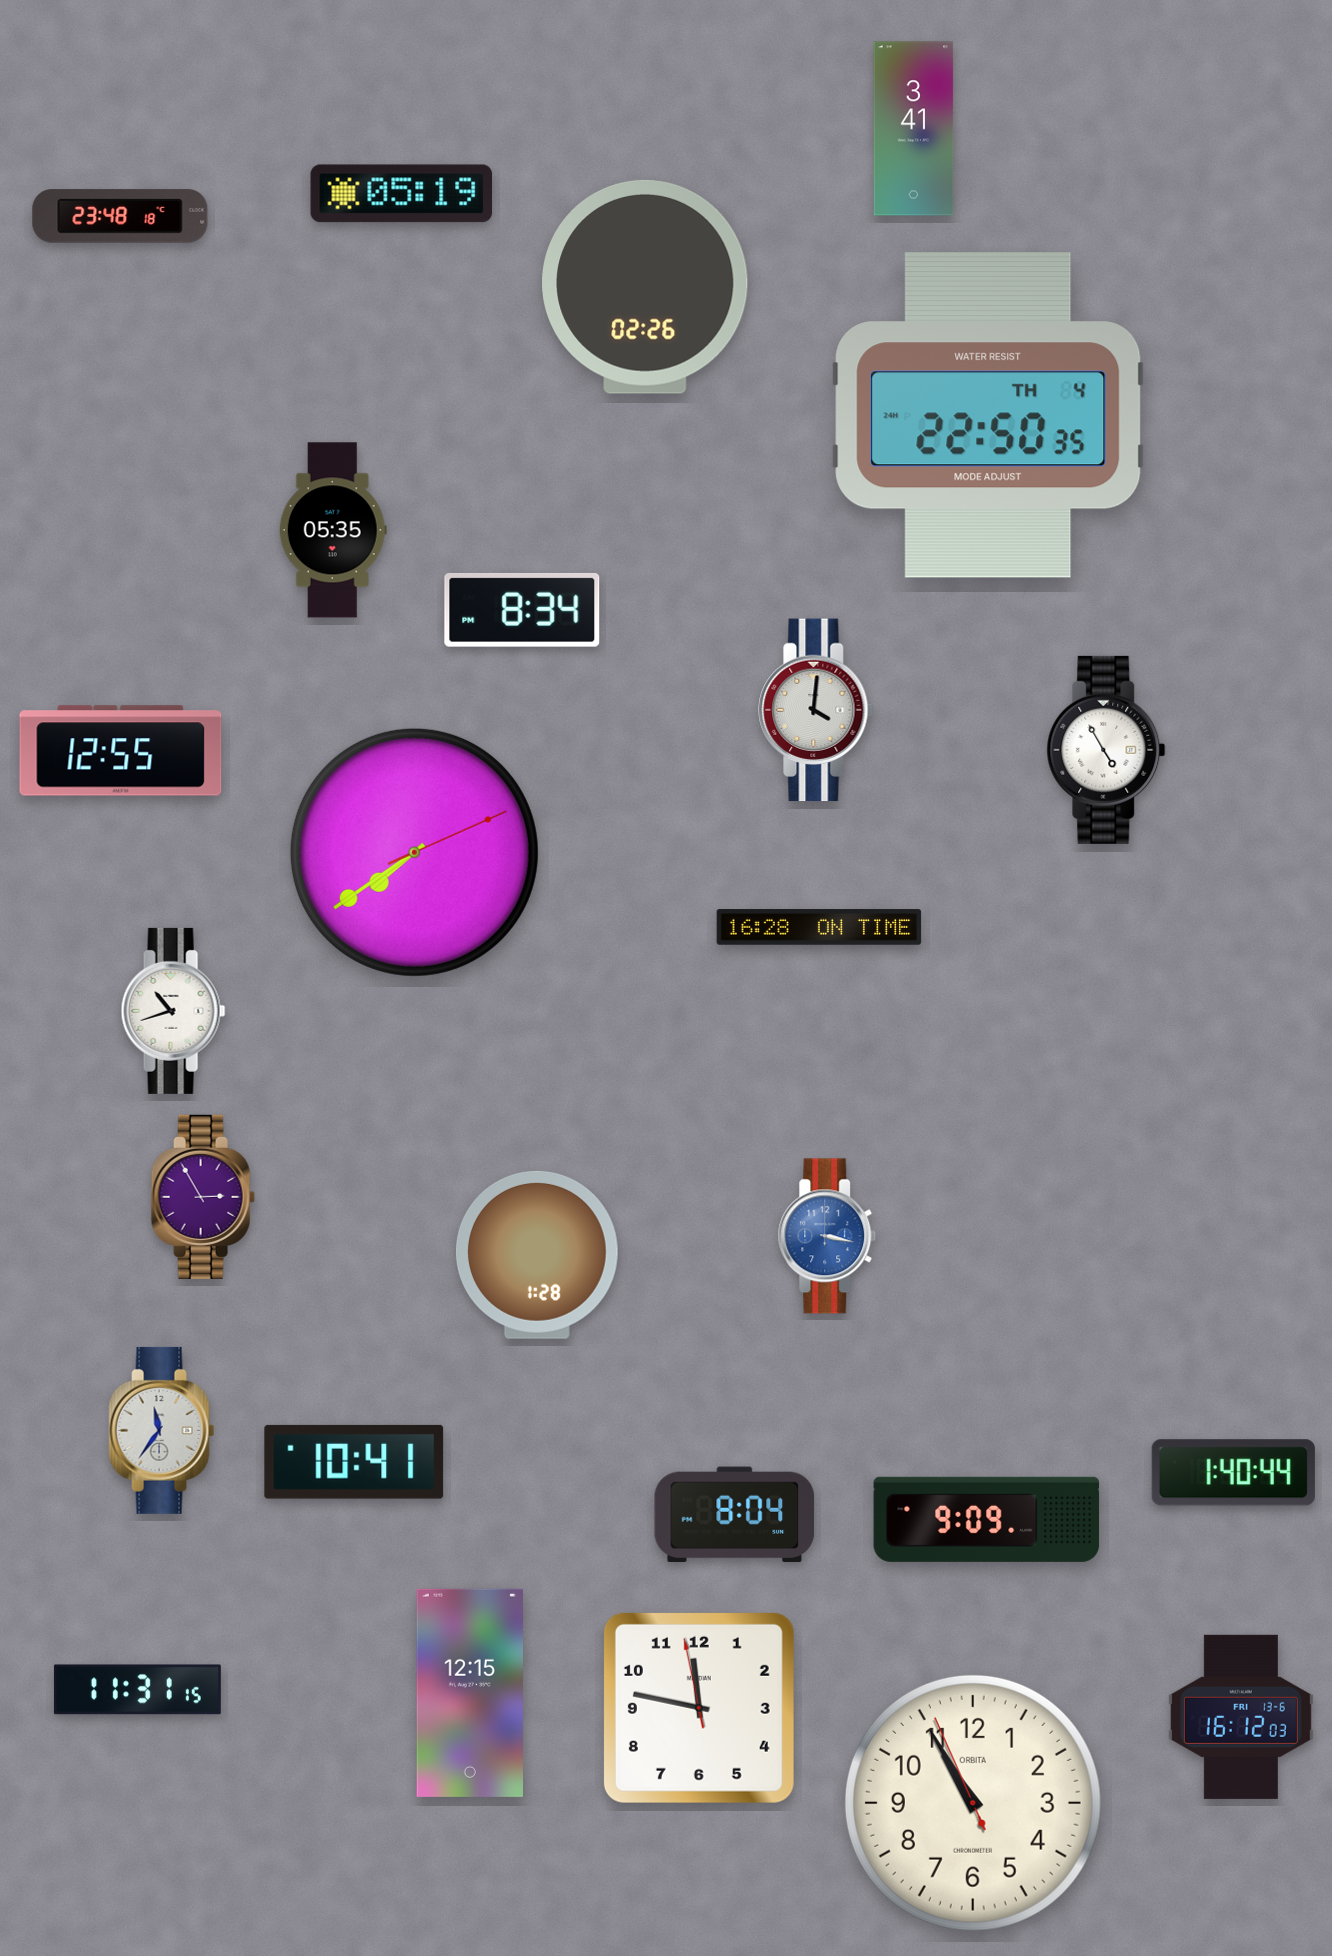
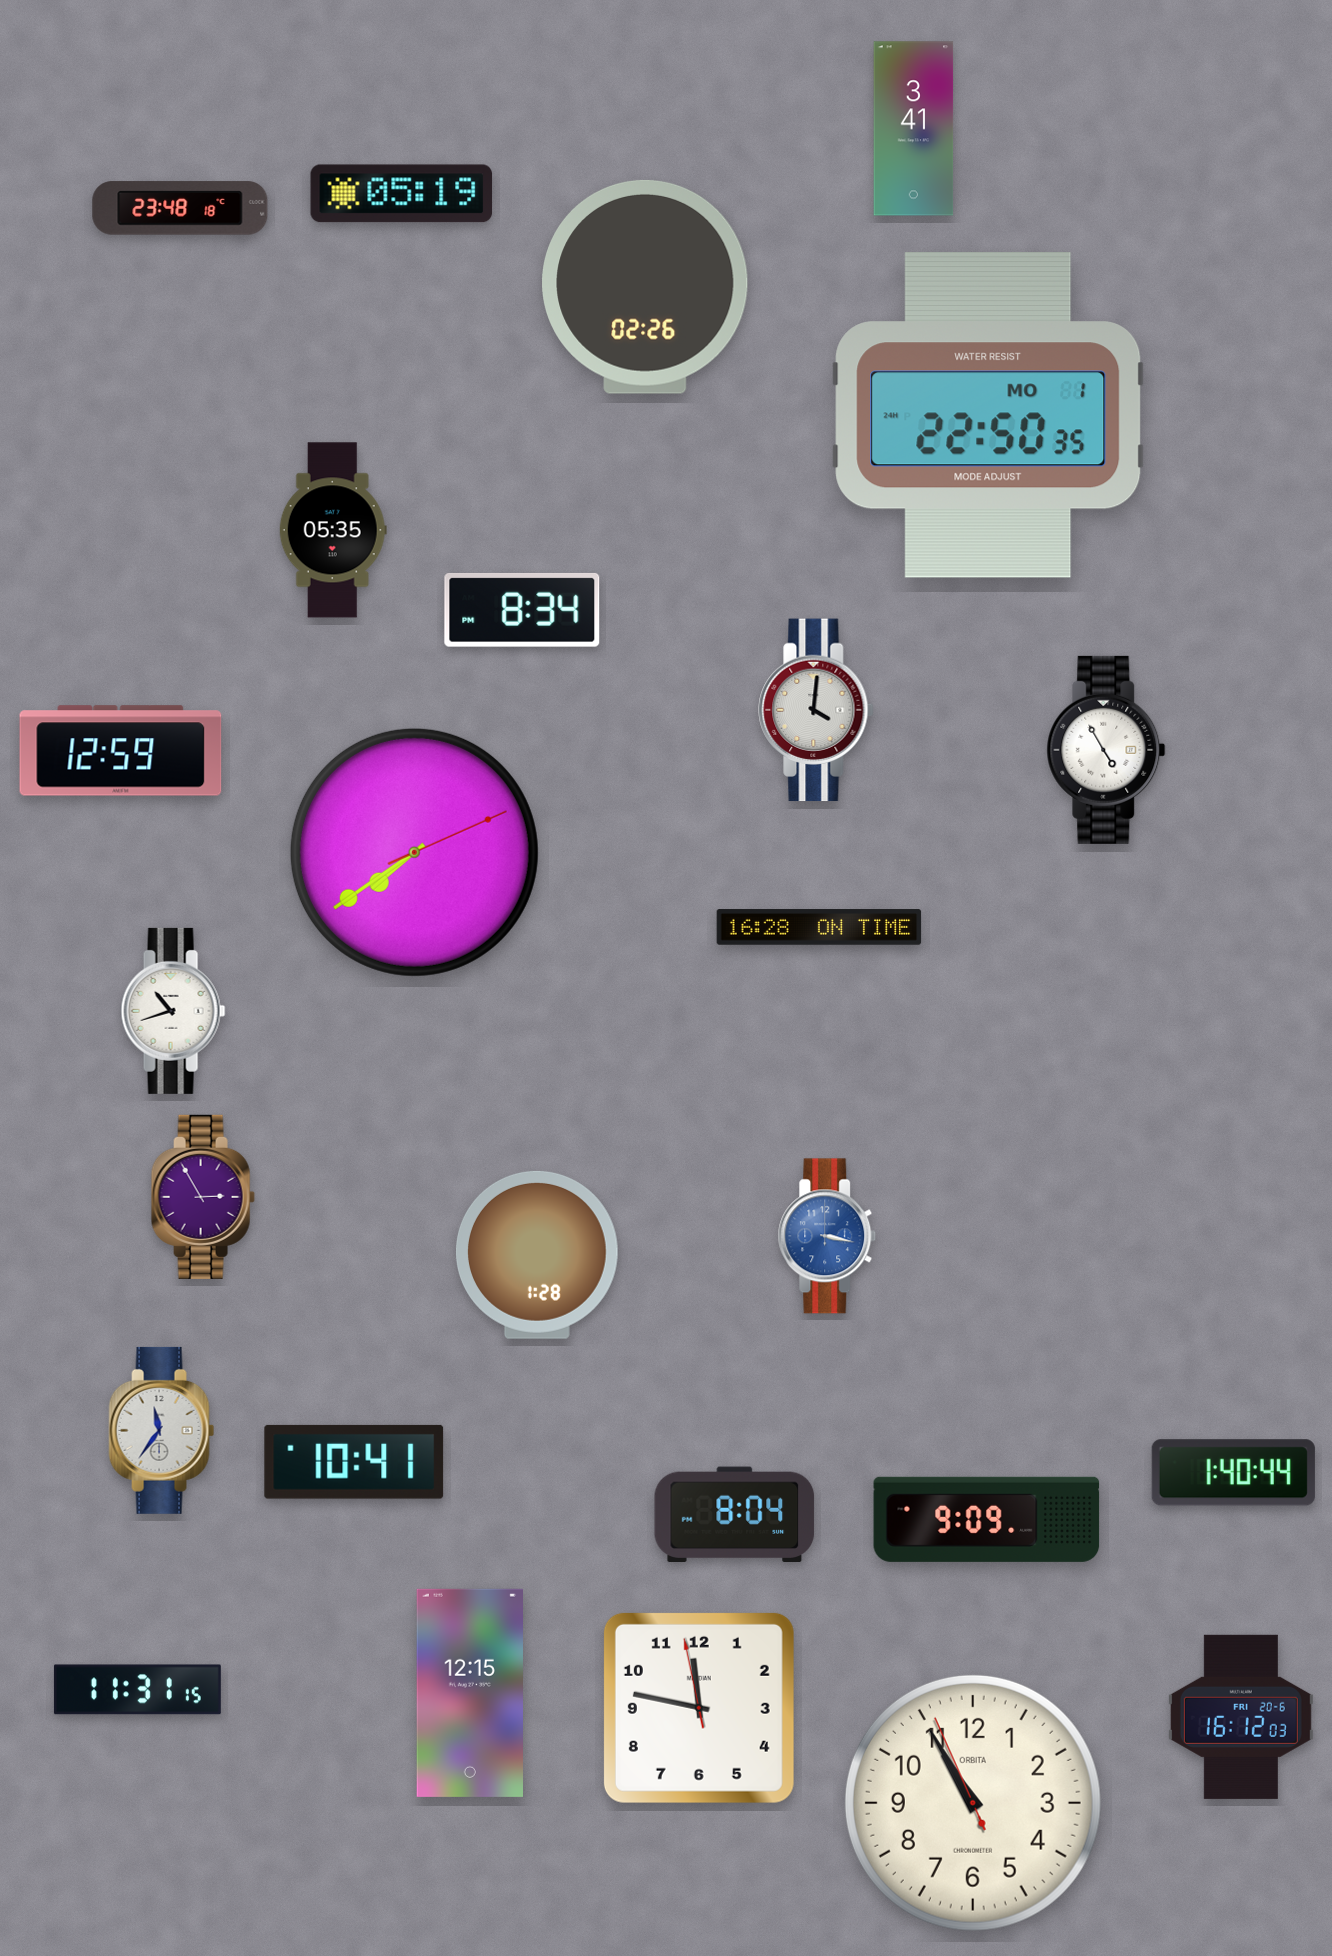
clock at (120, 216) position: (120, 216) -> (180, 208)
clock at (988, 416) date: TH 4 -> MO 1
clock at (121, 751): 12:55 -> 12:59
clock at (1241, 1717) date: FRI 13-6 -> FRI 20-6
